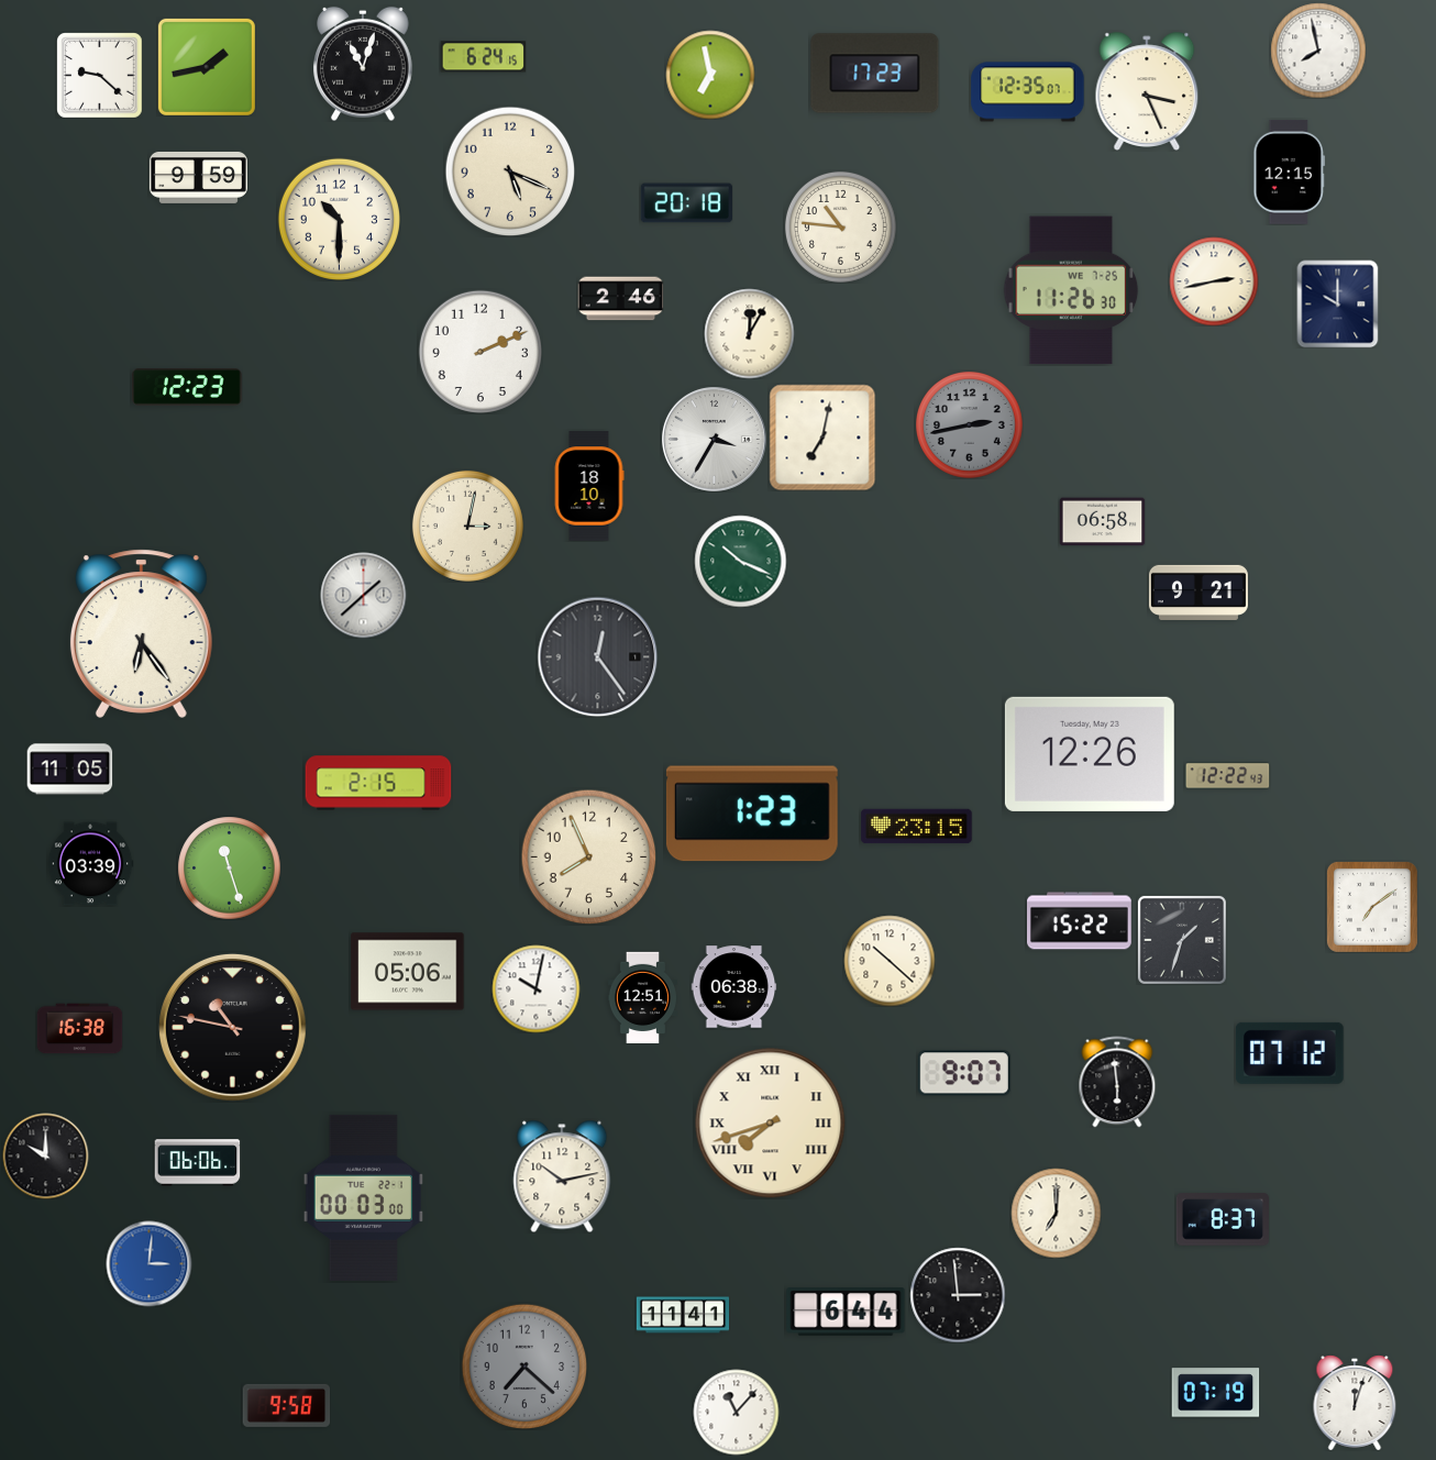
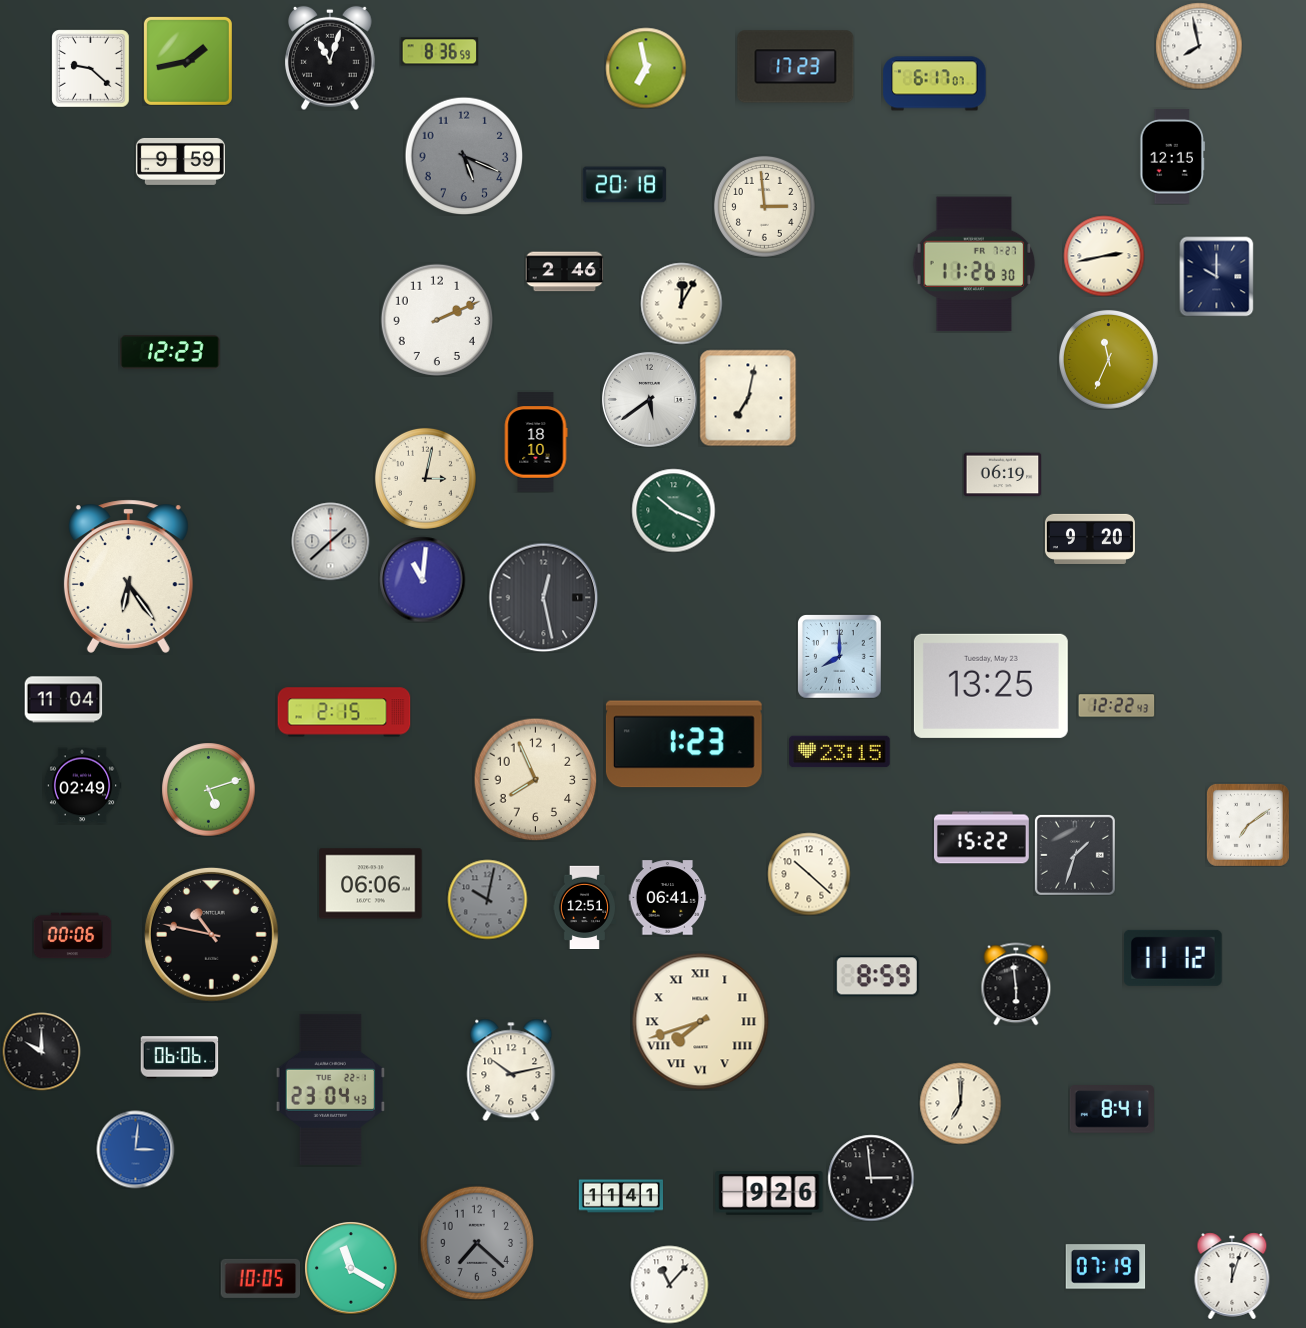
clock at (483, 57): 6:24 -> 8:36
clock at (1147, 91): 3:26 -> none
clock at (1028, 92): 12:35 -> 6:17
clock at (510, 172) dial: cream -> grey
clock at (339, 219): 10:30 -> none
clock at (840, 226): 10:46 -> 2:59
clock at (1071, 290) date: WE 7-25 -> FR 7-27
clock at (1108, 359): none -> 11:34
clock at (970, 425): 2:43 -> none
clock at (714, 439): 3:35 -> 5:39
clock at (1102, 522): 06:58 -> 06:19
clock at (1198, 593): 9:21 -> 9:20
clock at (422, 579): none -> 11:01
clock at (597, 656): 12:24 -> 12:28
clock at (840, 657): none -> 8:00
clock at (1090, 754): 12:26 -> 13:25
clock at (69, 770): 11:05 -> 11:04
clock at (752, 814) position: (752, 814) -> (684, 744)
clock at (917, 827) position: (917, 827) -> (840, 752)
clock at (90, 864): 03:39 -> 02:49
clock at (229, 867): 11:27 -> 5:12
clock at (408, 972): 05:06 -> 06:06
clock at (733, 987): 06:38 -> 06:41
clock at (535, 988) dial: white -> grey
clock at (79, 1029): 16:38 -> 00:06
clock at (1290, 1053): 07:12 -> 11:12
clock at (964, 1073): 9:07 -> 8:59
clock at (363, 1197): 00:03 -> 23:04
clock at (1222, 1219): 8:37 -> 8:41
clock at (846, 1313): 6:44 -> 9:26
clock at (351, 1268): none -> 11:20
clock at (286, 1405): 9:58 -> 10:05
